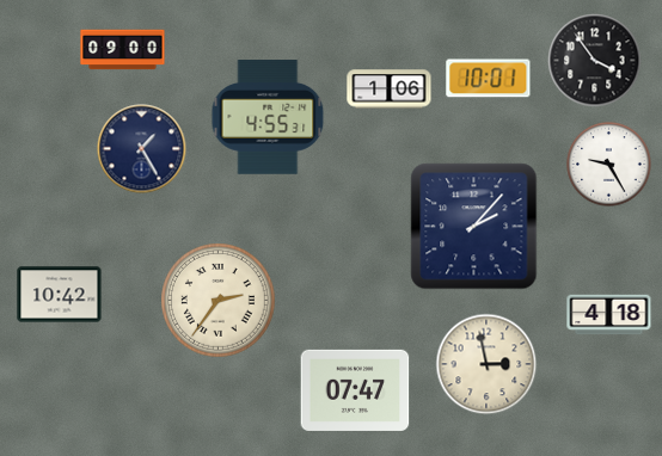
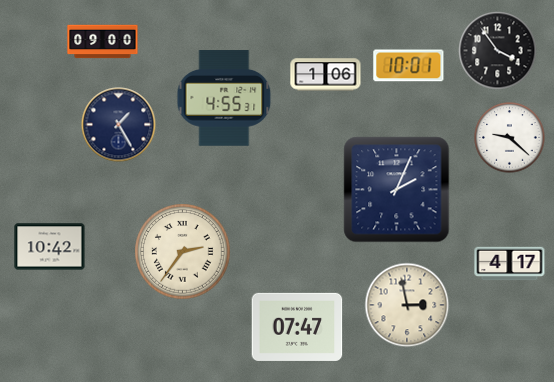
clock at (609, 165): 9:25 -> 9:22
clock at (474, 227): 2:07 -> 2:04
clock at (609, 315): 4:18 -> 4:17
